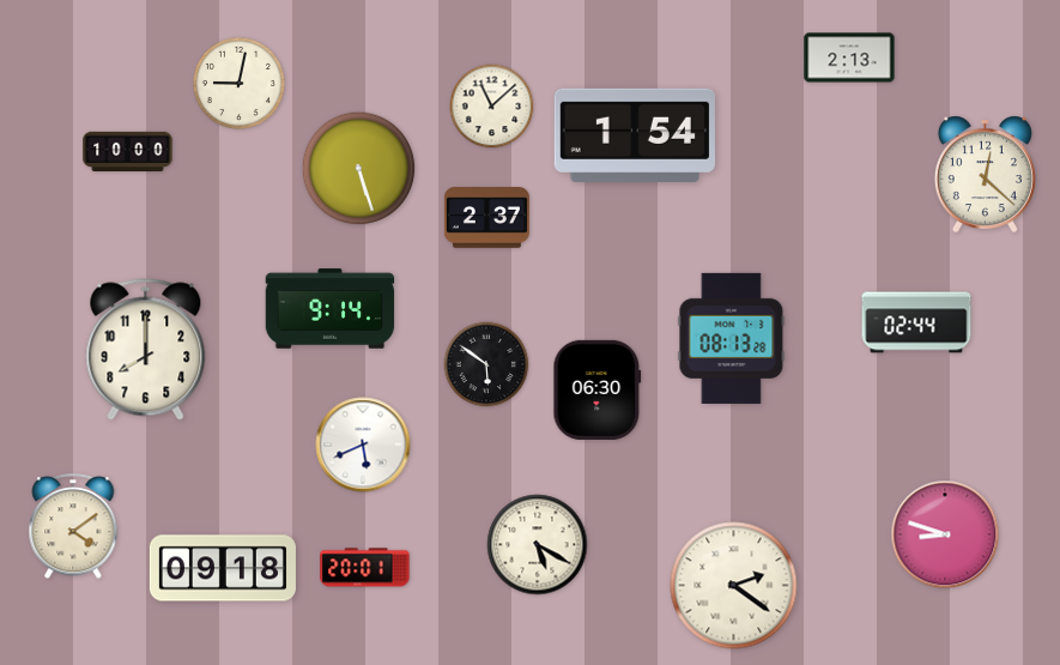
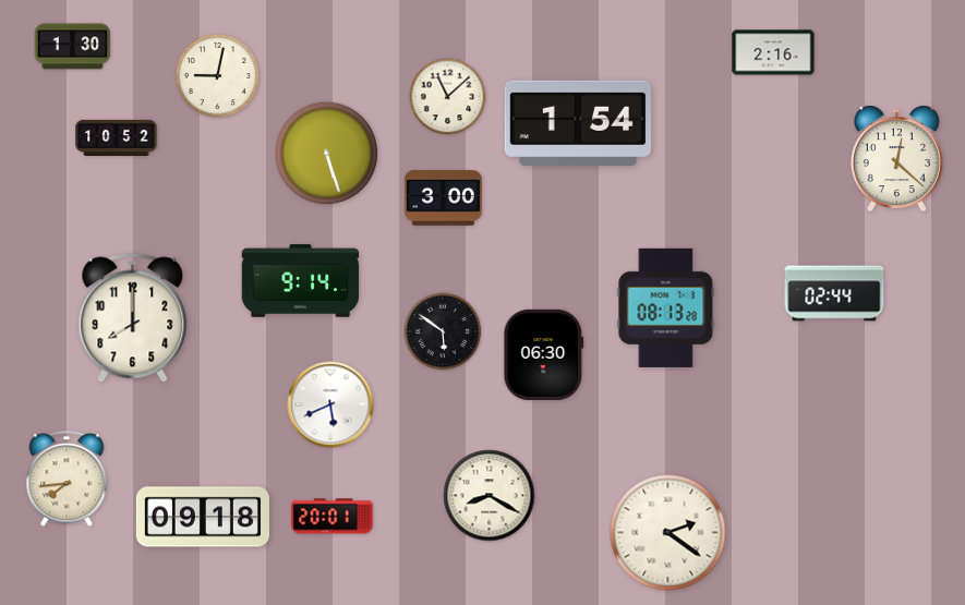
clock at (73, 47): none -> 1:30
clock at (849, 58): 2:13 -> 2:16
clock at (128, 151): 10:00 -> 10:52
clock at (486, 218): 2:37 -> 3:00
clock at (73, 527): 4:09 -> 7:44
clock at (945, 534): 8:48 -> none
clock at (538, 545): 5:20 -> 8:20
